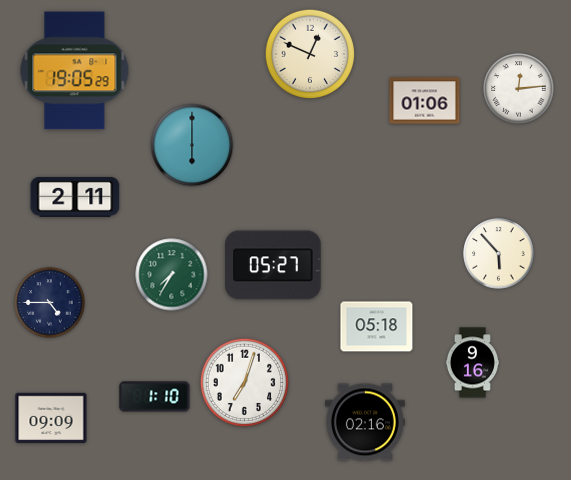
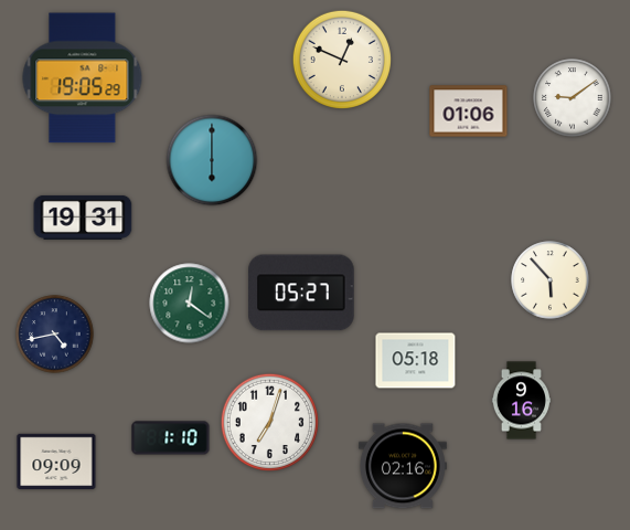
clock at (519, 89): 12:14 -> 9:09
clock at (75, 197): 2:11 -> 19:31
clock at (172, 275): 7:35 -> 12:21
clock at (50, 303): 4:45 -> 4:43
